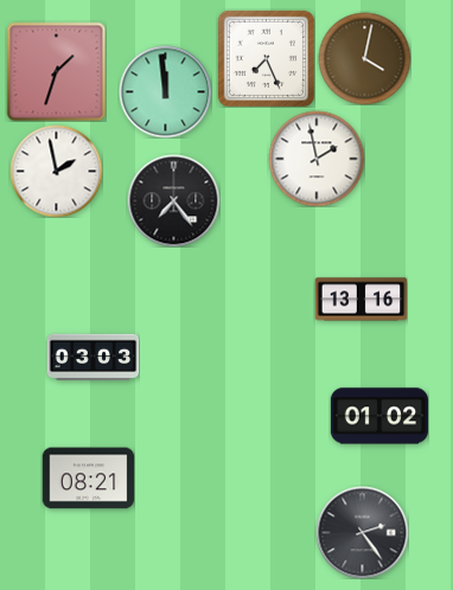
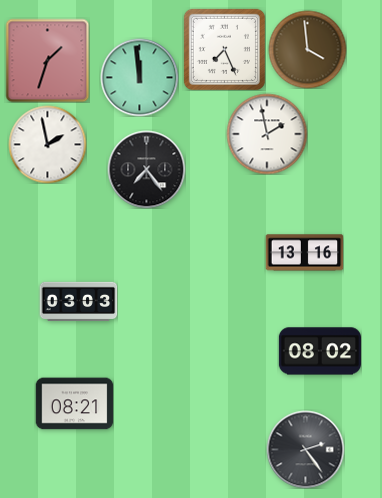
clock at (364, 58): 4:02 -> 3:59
clock at (378, 416): 01:02 -> 08:02
